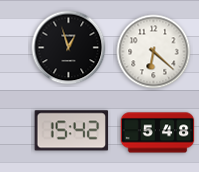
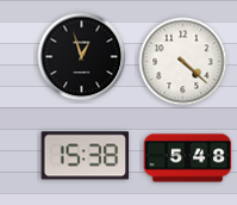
clock at (154, 52): 6:22 -> 4:22
clock at (72, 131): 15:42 -> 15:38
